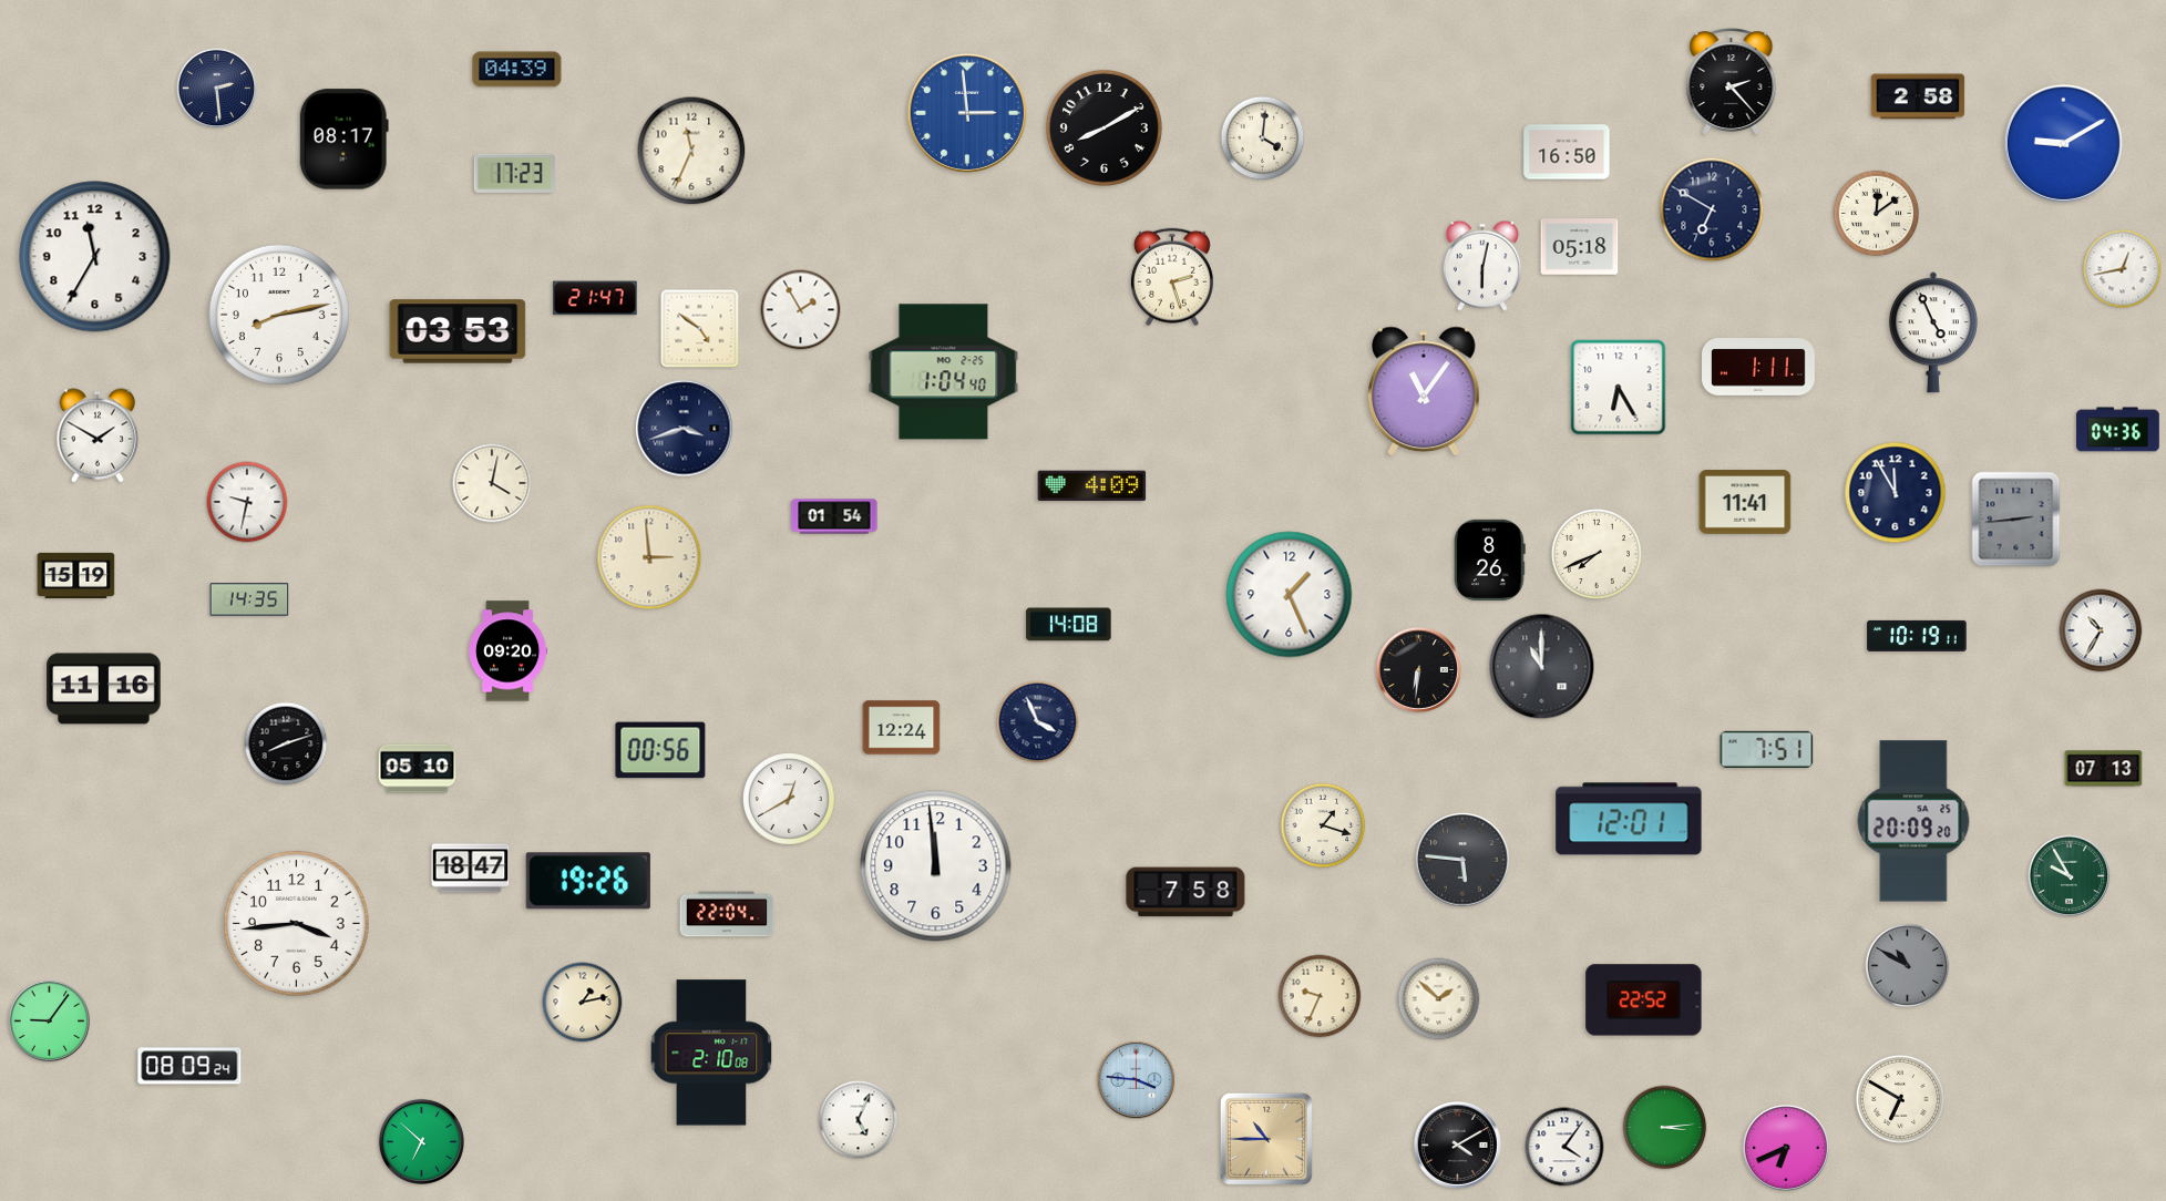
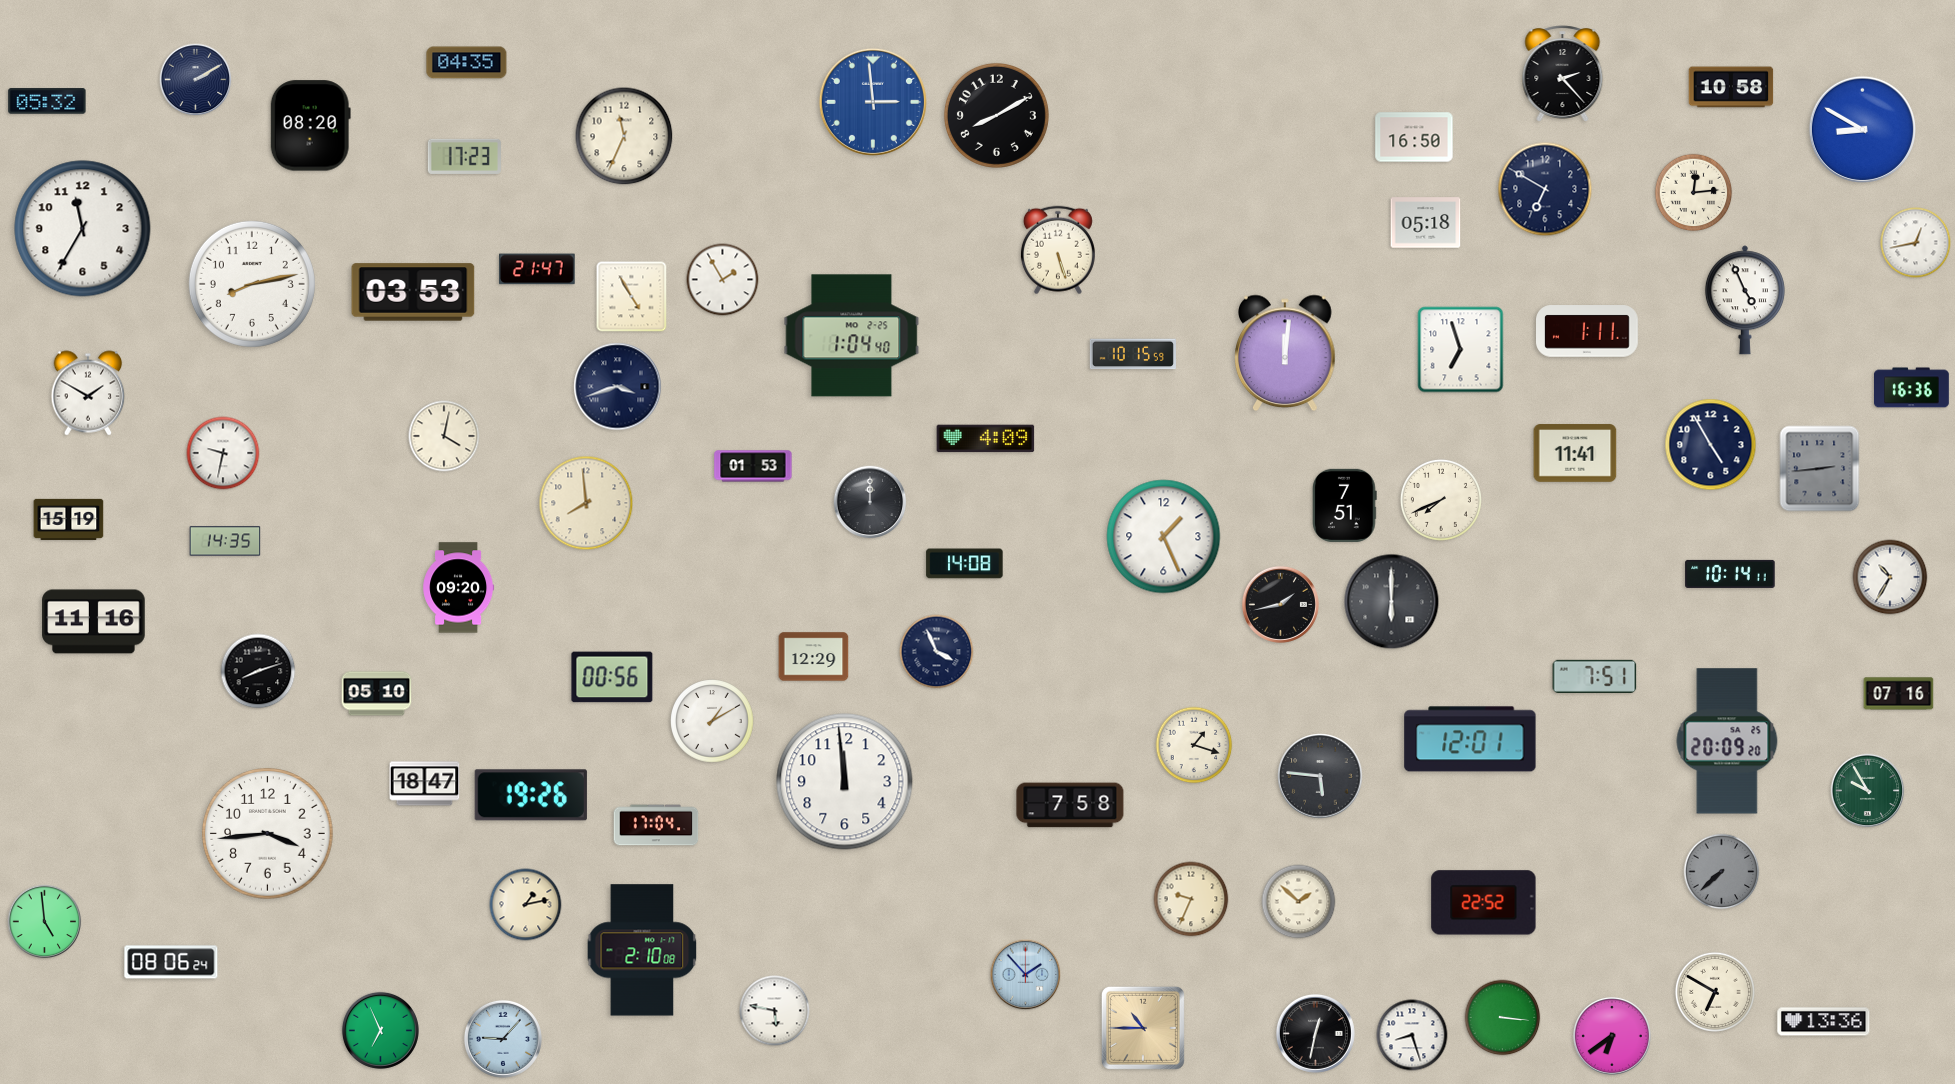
clock at (517, 70): 04:39 -> 04:35
clock at (217, 89): 2:29 -> 2:10
clock at (1918, 96): 2:58 -> 10:58
clock at (47, 101): none -> 05:32
clock at (1263, 138): 4:01 -> none
clock at (343, 140): 08:17 -> 08:20
clock at (2063, 143): 9:10 -> 8:50
clock at (1877, 214): 12:09 -> 12:14
clock at (95, 257) position: (95, 257) -> (83, 229)
clock at (1482, 266): 6:02 -> none
clock at (1172, 277): 2:27 -> 5:27
clock at (700, 329): 4:51 -> 4:55
clock at (458, 331) position: (458, 331) -> (413, 292)
clock at (1619, 388): 6:25 -> 6:57
clock at (1424, 391): 11:06 -> 12:01
clock at (1133, 354): none -> 10:15
clock at (2118, 430): 04:36 -> 16:36
clock at (1896, 493): 11:55 -> 4:55
clock at (834, 516): 01:54 -> 01:53
clock at (870, 502): none -> 12:00
clock at (649, 557): 2:59 -> 7:59
clock at (1490, 560): 8:26 -> 7:51
clock at (2101, 630) position: (2101, 630) -> (1890, 577)
clock at (1917, 636): 10:19 -> 10:14
clock at (1542, 667): 11:00 -> 6:00
clock at (1418, 669): 6:31 -> 1:43
clock at (902, 728): 12:24 -> 12:29
clock at (660, 750) position: (660, 750) -> (612, 677)
clock at (2104, 769): 07:13 -> 07:16
clock at (789, 800): 12:40 -> 1:10
clock at (727, 914): 22:04 -> 17:04
clock at (1908, 966): 10:50 -> 7:38
clock at (50, 1022): 9:06 -> 4:59
clock at (189, 1066): 08:09 -> 08:06
clock at (1137, 1080): 3:46 -> 1:53
clock at (859, 1120): 5:04 -> 5:47
clock at (1665, 1128): 3:14 -> 3:16
clock at (1824, 1022): none -> 13:36
clock at (421, 1141): 6:52 -> 6:56
clock at (1457, 1144): 4:10 -> 12:32
clock at (1564, 1147): 4:06 -> 8:27
clock at (1786, 1148): 6:41 -> 6:39
clock at (503, 1039): none -> 9:07
